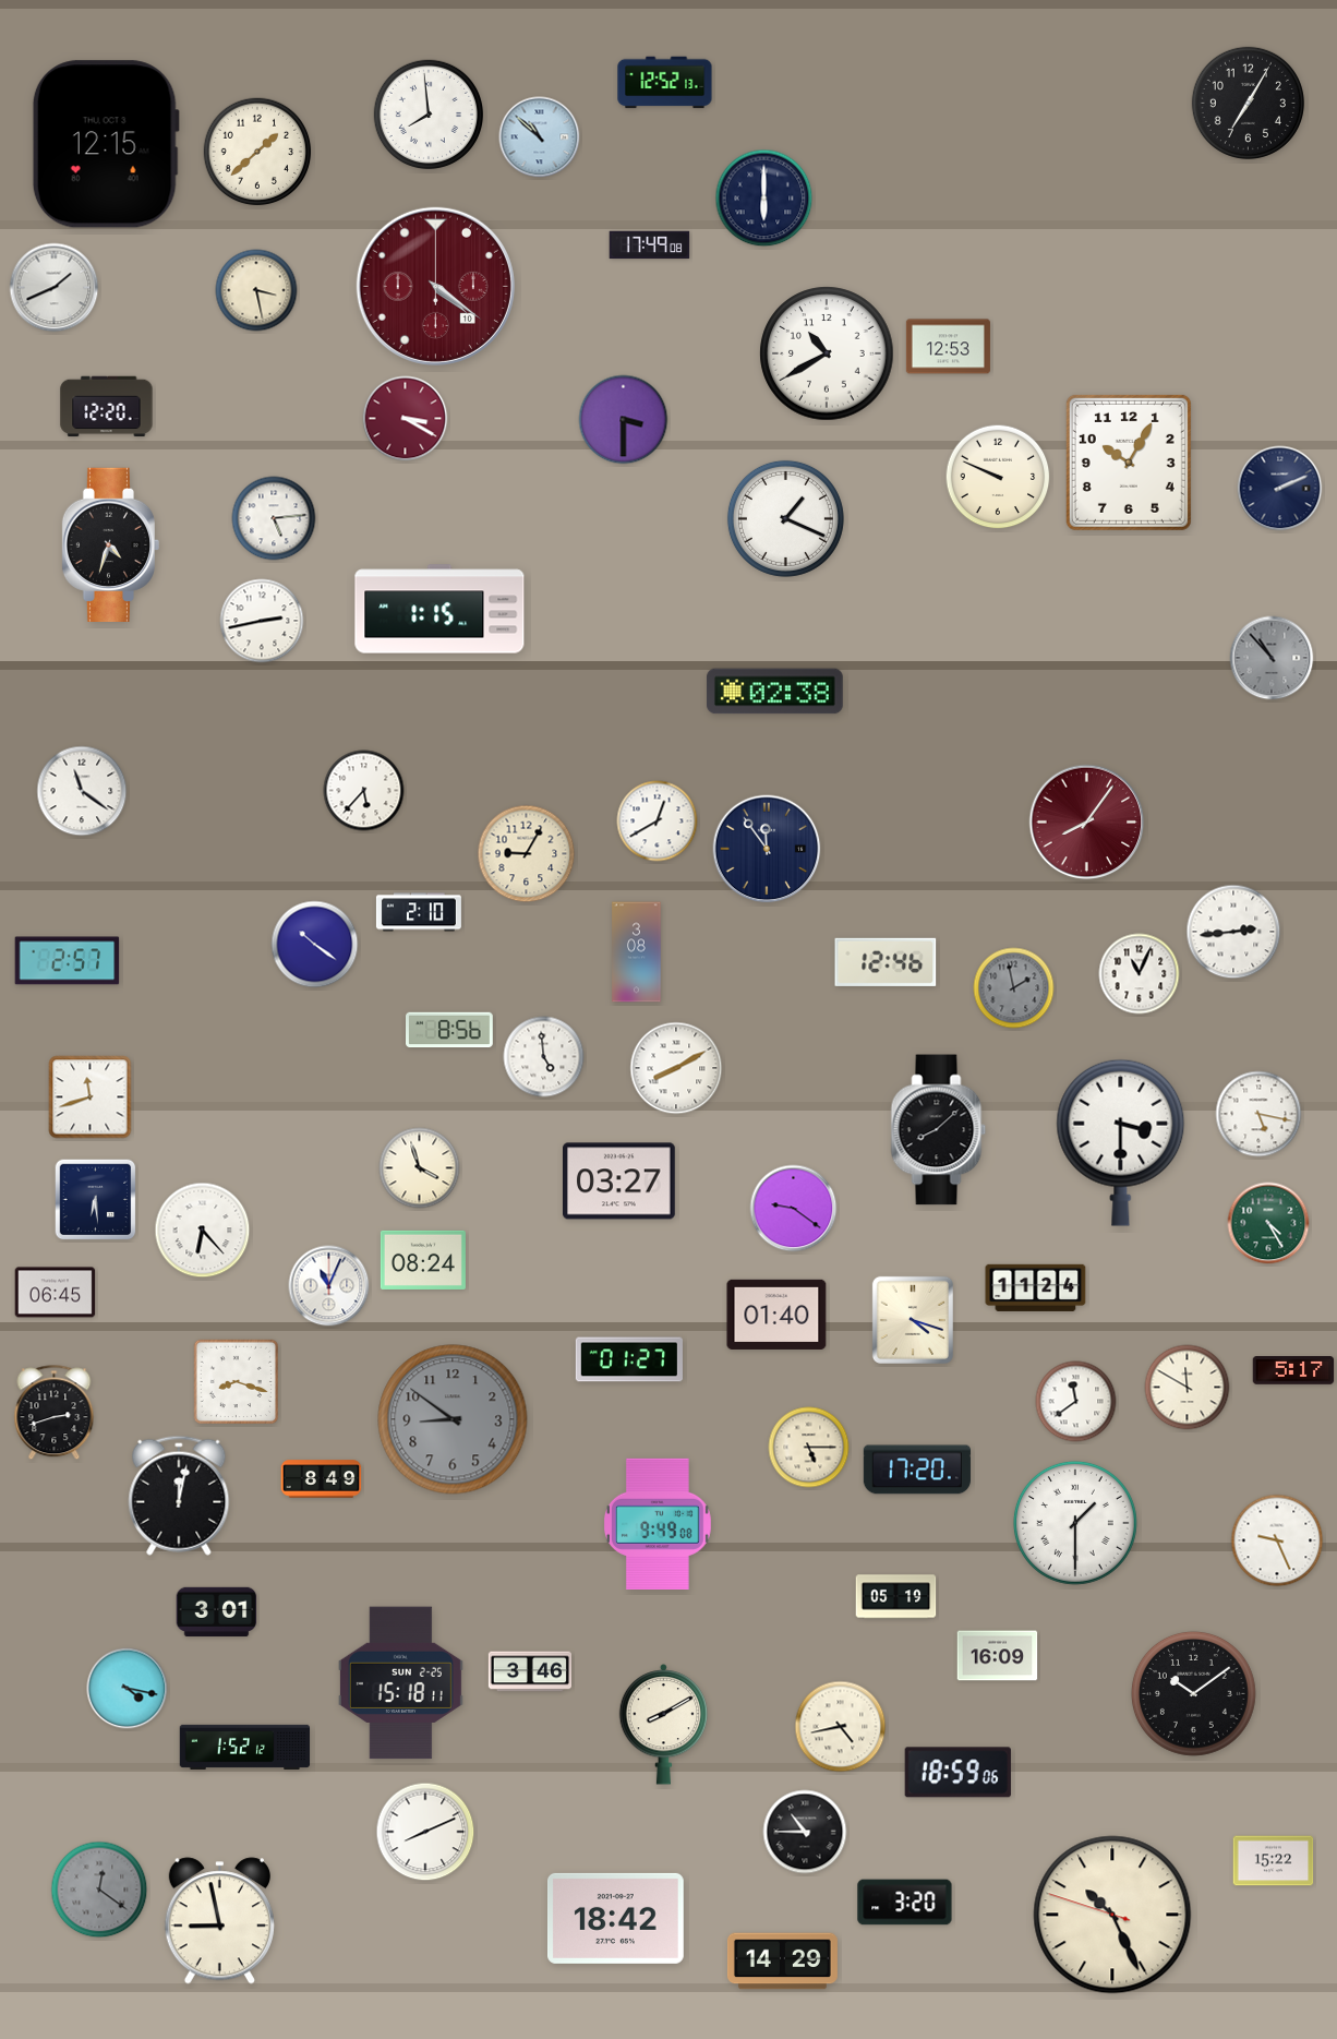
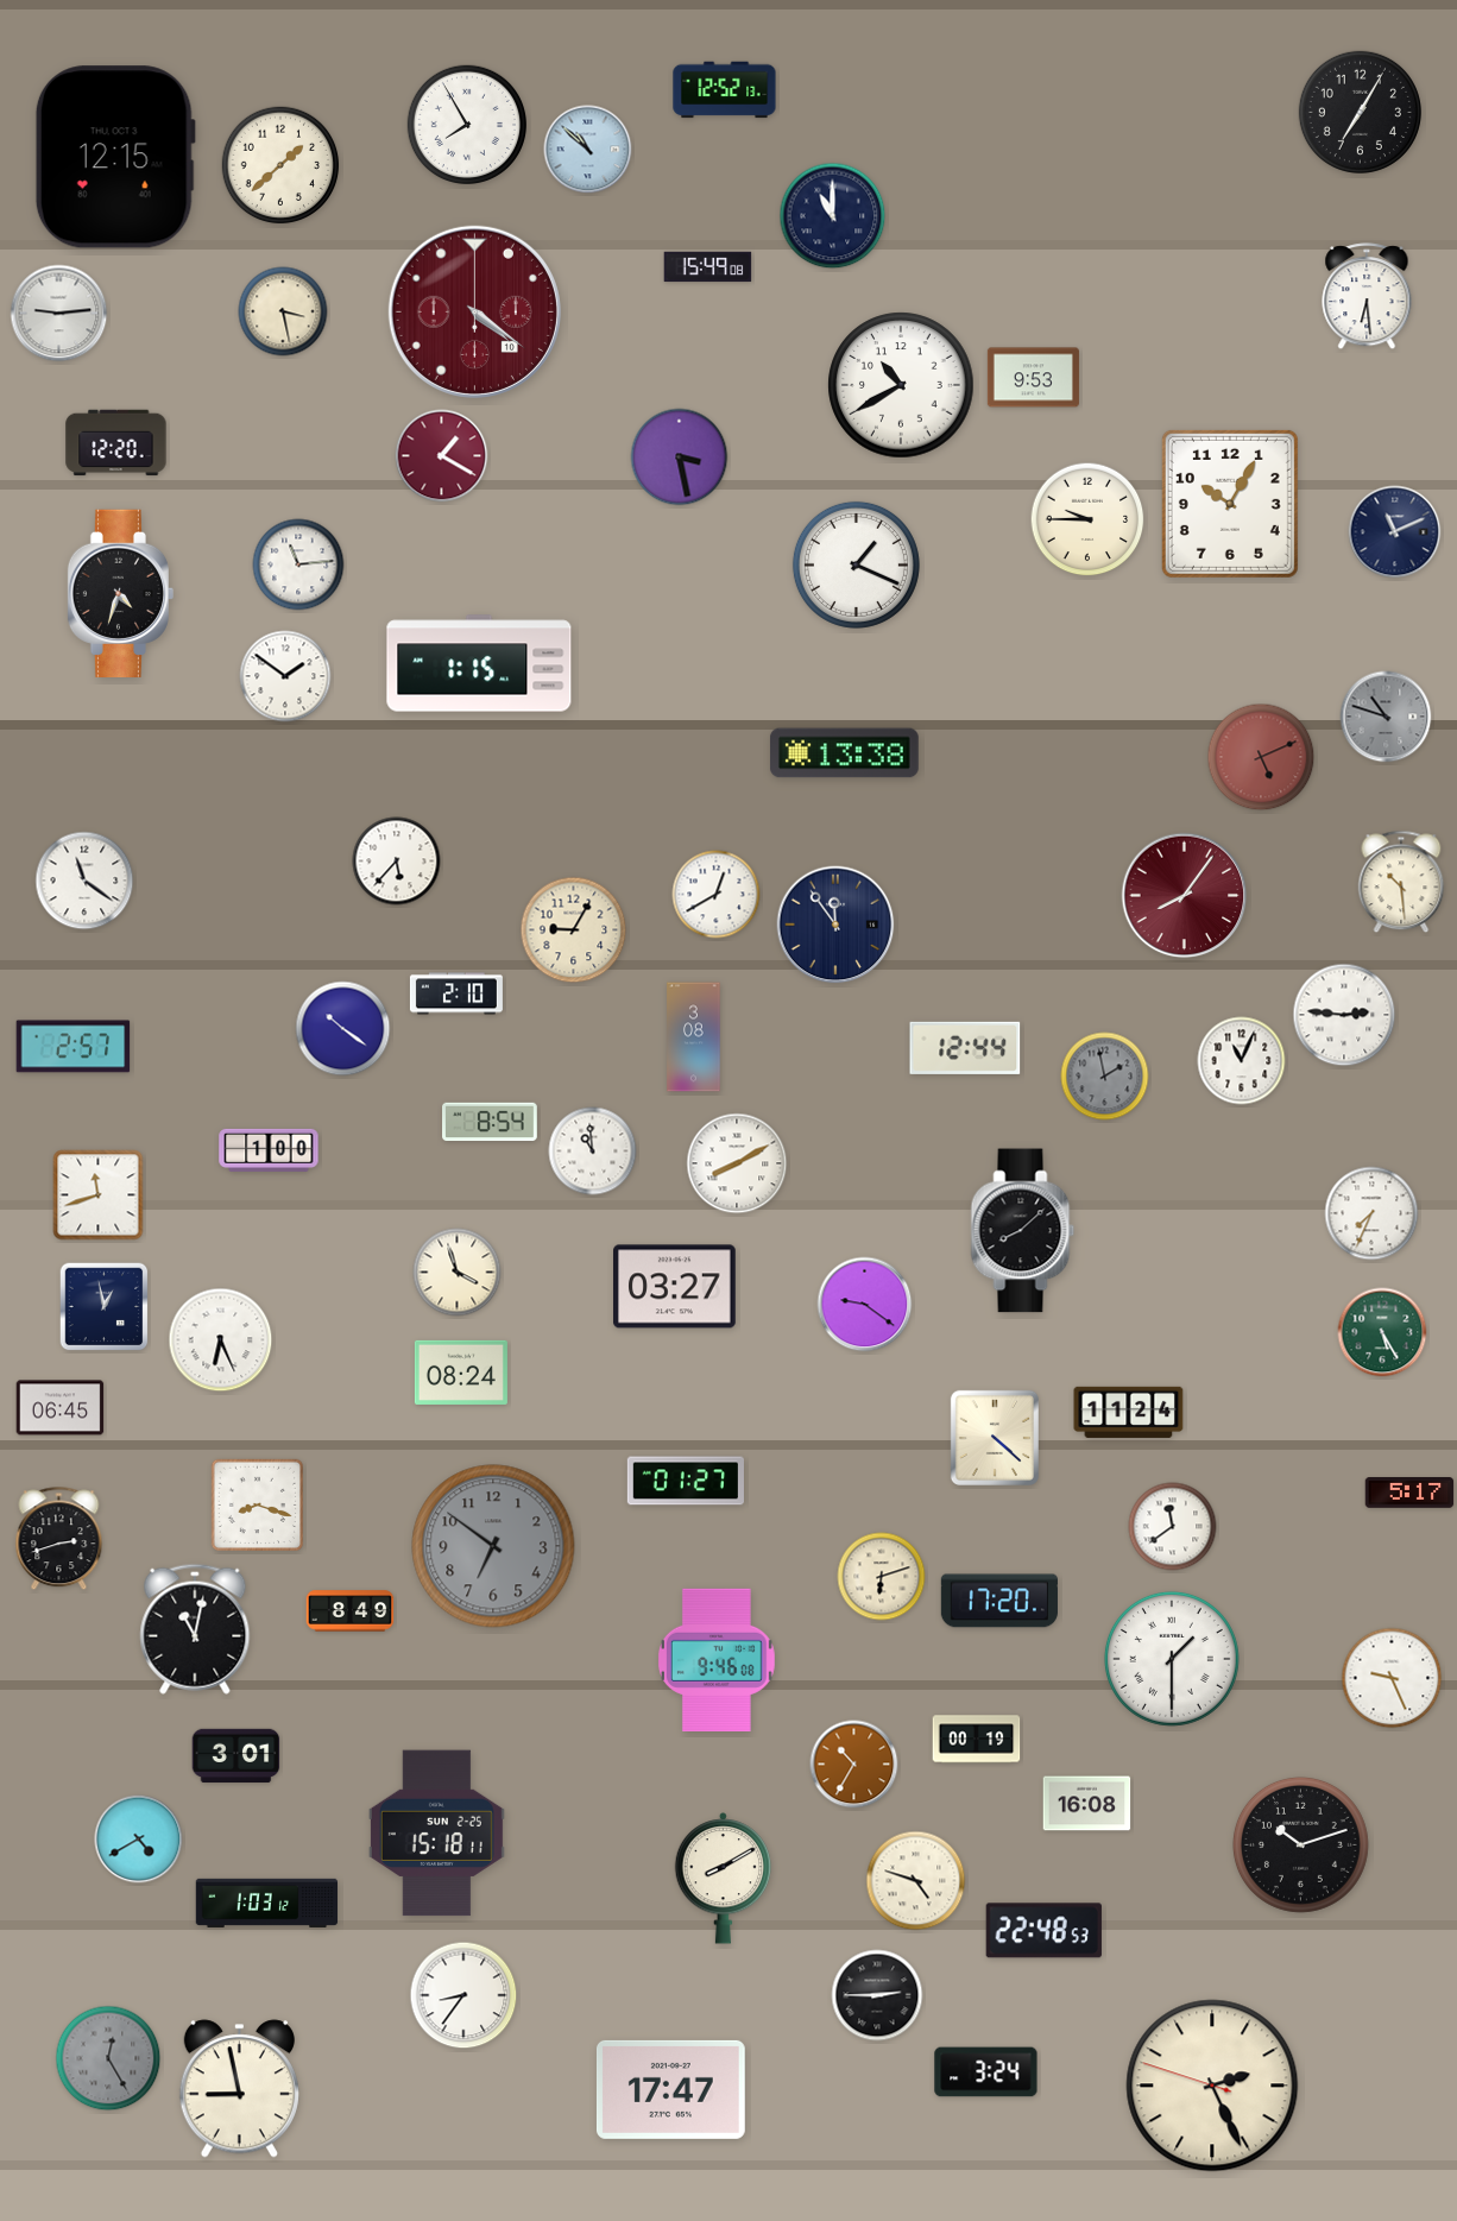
clock at (427, 113): 7:59 -> 7:55
clock at (764, 199): 6:00 -> 11:00
clock at (650, 245): 17:49 -> 15:49
clock at (1367, 297): none -> 6:29
clock at (55, 288): 1:41 -> 9:14
clock at (256, 290) position: (256, 290) -> (283, 311)
clock at (948, 347): 12:53 -> 9:53
clock at (406, 419): 3:20 -> 1:20
clock at (624, 420): 3:30 -> 3:28
clock at (998, 477): 9:49 -> 9:45
clock at (1280, 489): 2:11 -> 11:11
clock at (274, 518): 5:14 -> 11:14
clock at (262, 621): 2:43 -> 1:51
clock at (1272, 658): 10:53 -> 10:48
clock at (775, 692): 02:38 -> 13:38
clock at (1261, 757): none -> 5:11
clock at (82, 791) position: (82, 791) -> (84, 881)
clock at (1401, 882): none -> 10:29
clock at (1233, 932): 2:44 -> 2:46
clock at (886, 962): 12:46 -> 12:44
clock at (450, 1030): 8:56 -> 8:54
clock at (269, 1150): none -> 1:00
clock at (544, 1057): 4:59 -> 10:59
clock at (1258, 1114): 5:17 -> 7:34
clock at (1121, 1142): 3:30 -> none
clock at (96, 1200): 6:29 -> 12:58
clock at (794, 1209) position: (794, 1209) -> (865, 1305)
clock at (1268, 1223): 4:25 -> 5:25
clock at (203, 1231): 6:23 -> 6:26
clock at (329, 1286): 11:04 -> none
clock at (1036, 1287) position: (1036, 1287) -> (1129, 1412)
clock at (776, 1315): 01:40 -> none
clock at (913, 1320): 4:18 -> 4:22
clock at (1188, 1388): 11:50 -> none
clock at (453, 1419): 8:51 -> 6:51
clock at (809, 1448): 5:15 -> 6:12
clock at (179, 1496): 12:02 -> 11:02
clock at (658, 1524): 9:49 -> 9:46
clock at (896, 1597): 05:19 -> 00:19
clock at (854, 1765): none -> 10:35
clock at (998, 1656): 16:09 -> 16:08
clock at (529, 1671): 3:46 -> none
clock at (128, 1689): 4:17 -> 4:40
clock at (1193, 1693): 10:09 -> 10:12
clock at (841, 1727): 4:43 -> 4:48
clock at (245, 1747): 1:52 -> 1:03
clock at (957, 1773): 18:59 -> 22:48
clock at (425, 1832): 8:11 -> 8:36
clock at (805, 1832): 10:45 -> 2:45
clock at (1274, 1861): 15:22 -> none
clock at (99, 1890): 12:21 -> 12:25
clock at (905, 1903): 3:20 -> 3:24
clock at (1112, 1915): 10:25 -> 2:25
clock at (615, 1918): 18:42 -> 17:47
clock at (219, 1921) position: (219, 1921) -> (239, 2089)
clock at (782, 1962): 14:29 -> none
